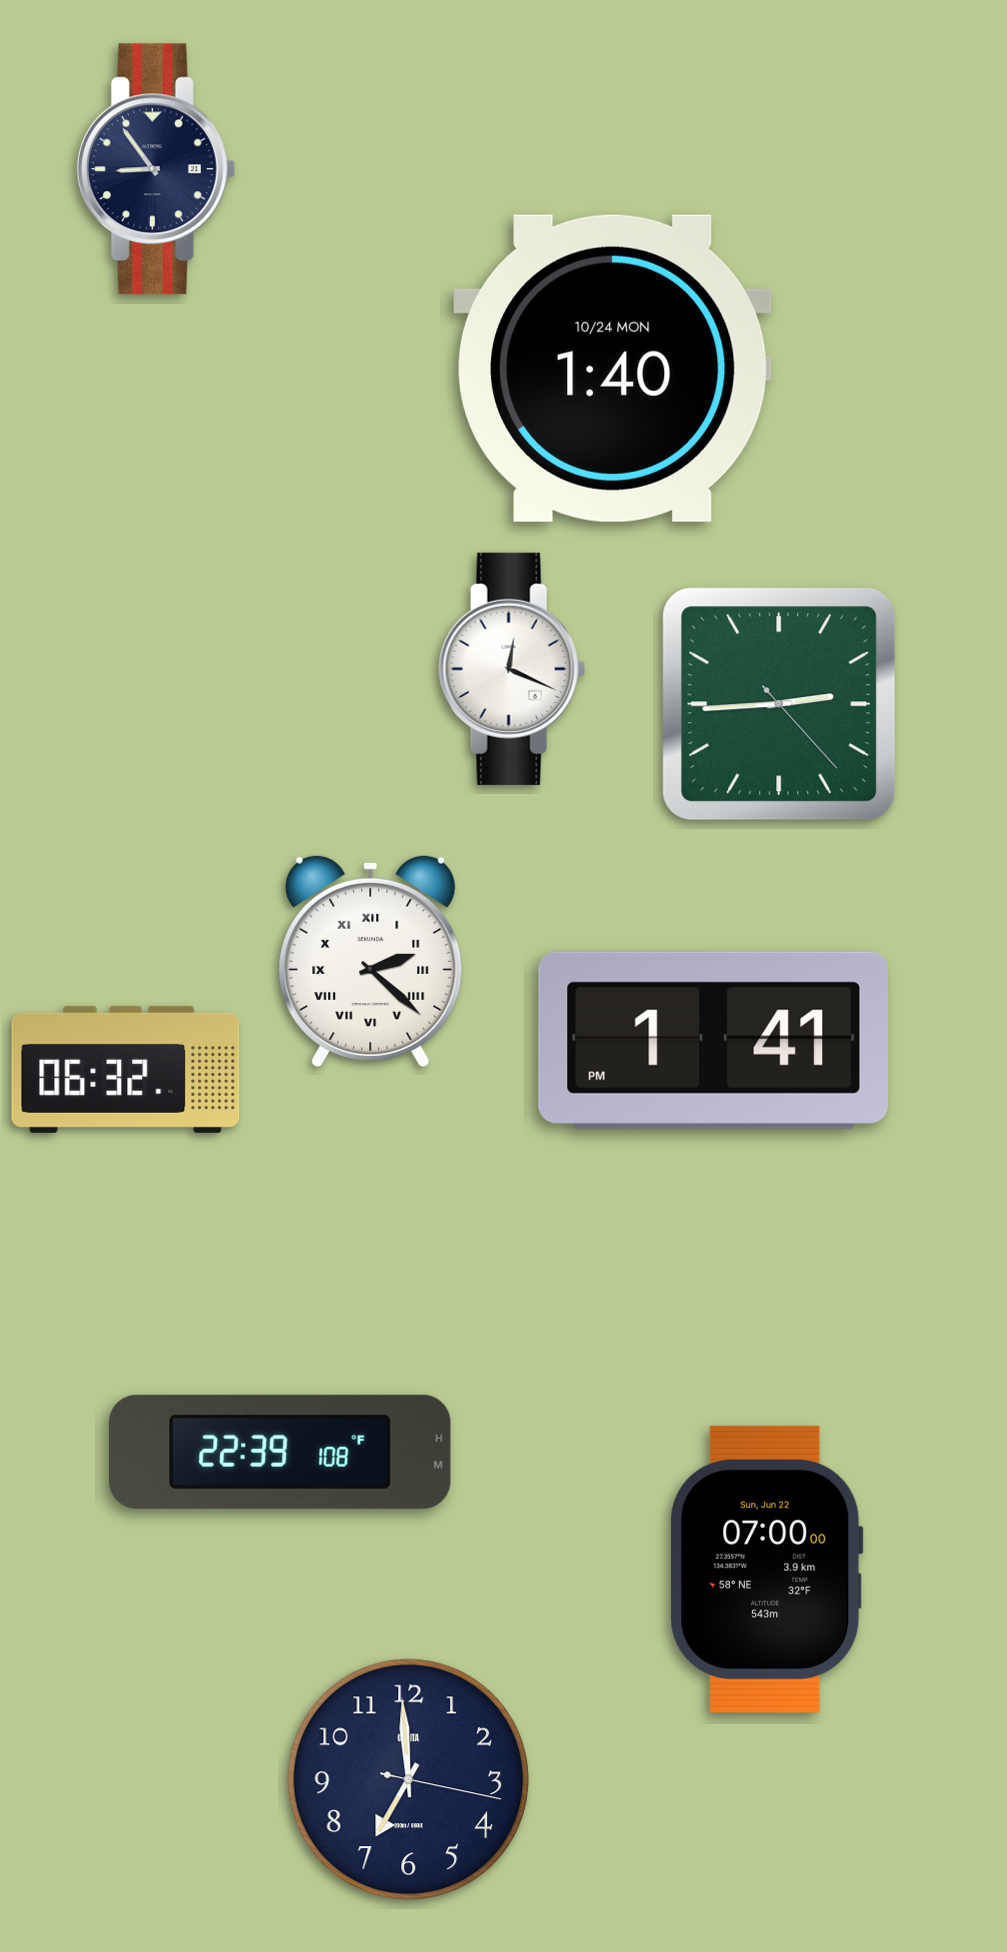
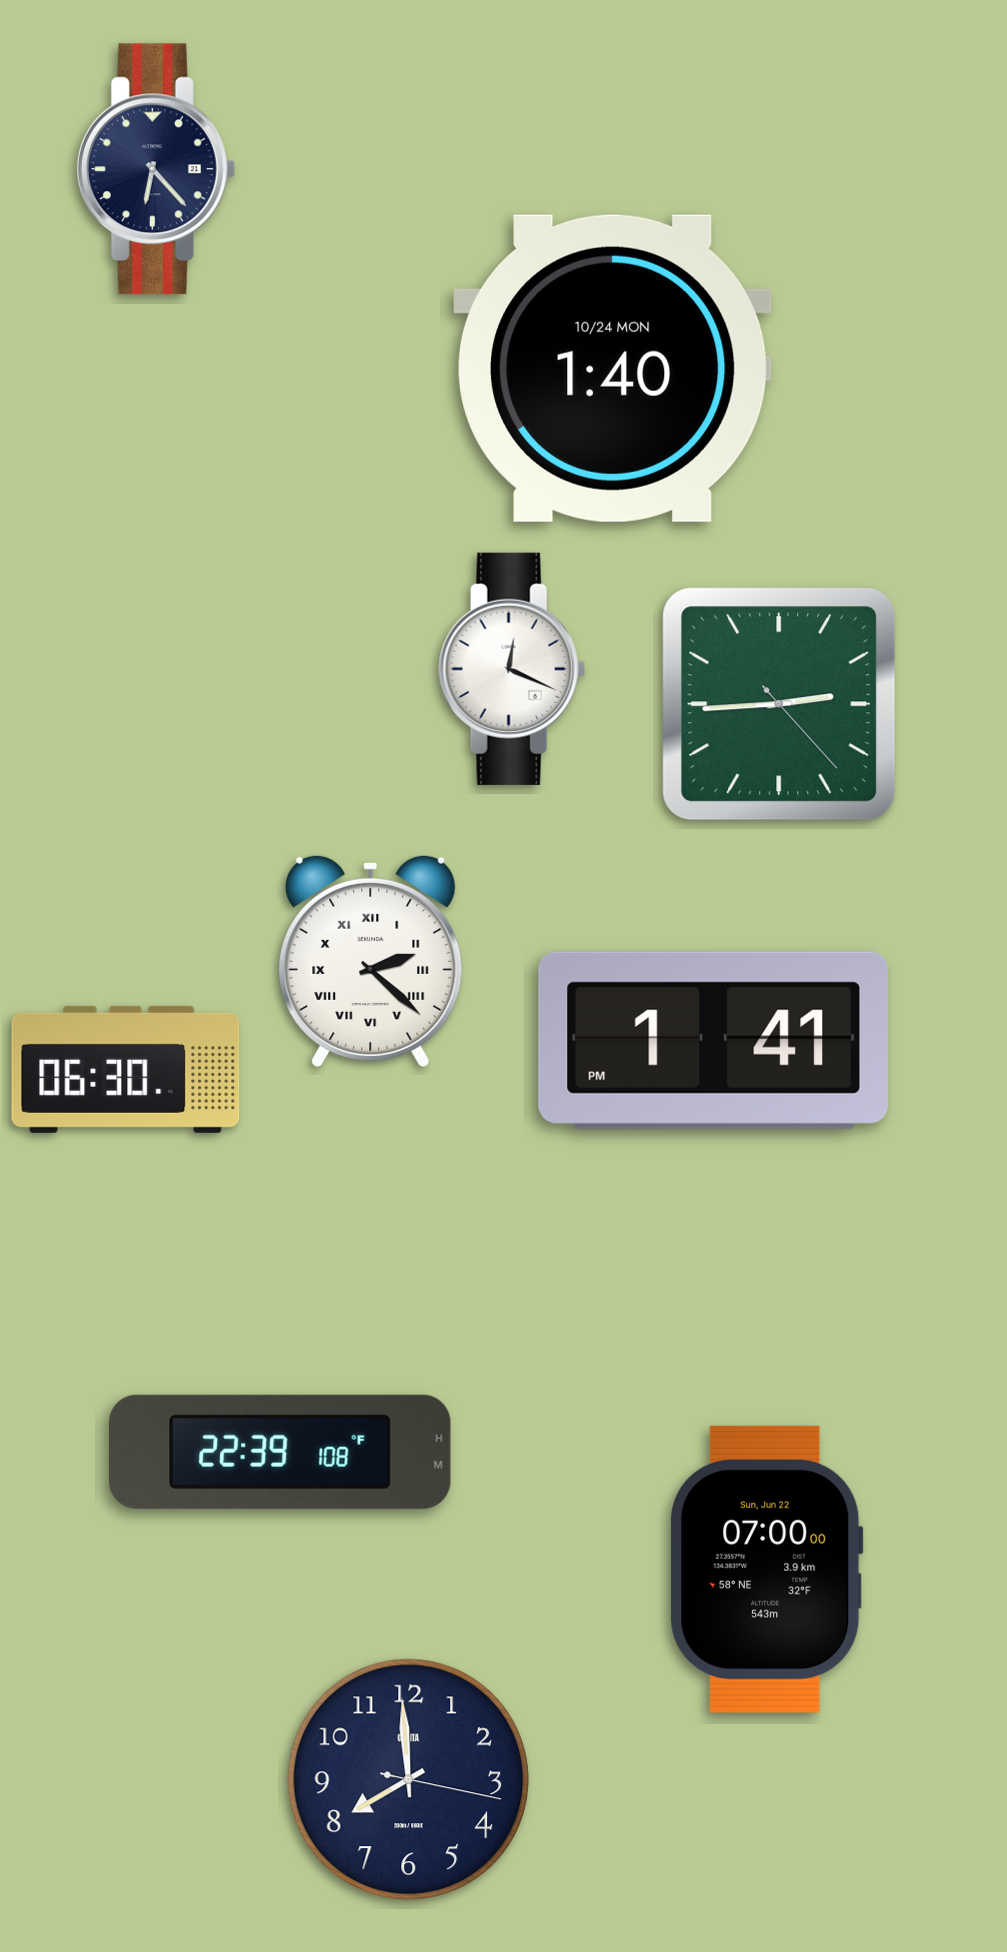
clock at (156, 169): 8:54 -> 6:23
clock at (126, 1069): 06:32 -> 06:30
clock at (409, 1780): 6:59 -> 7:59
